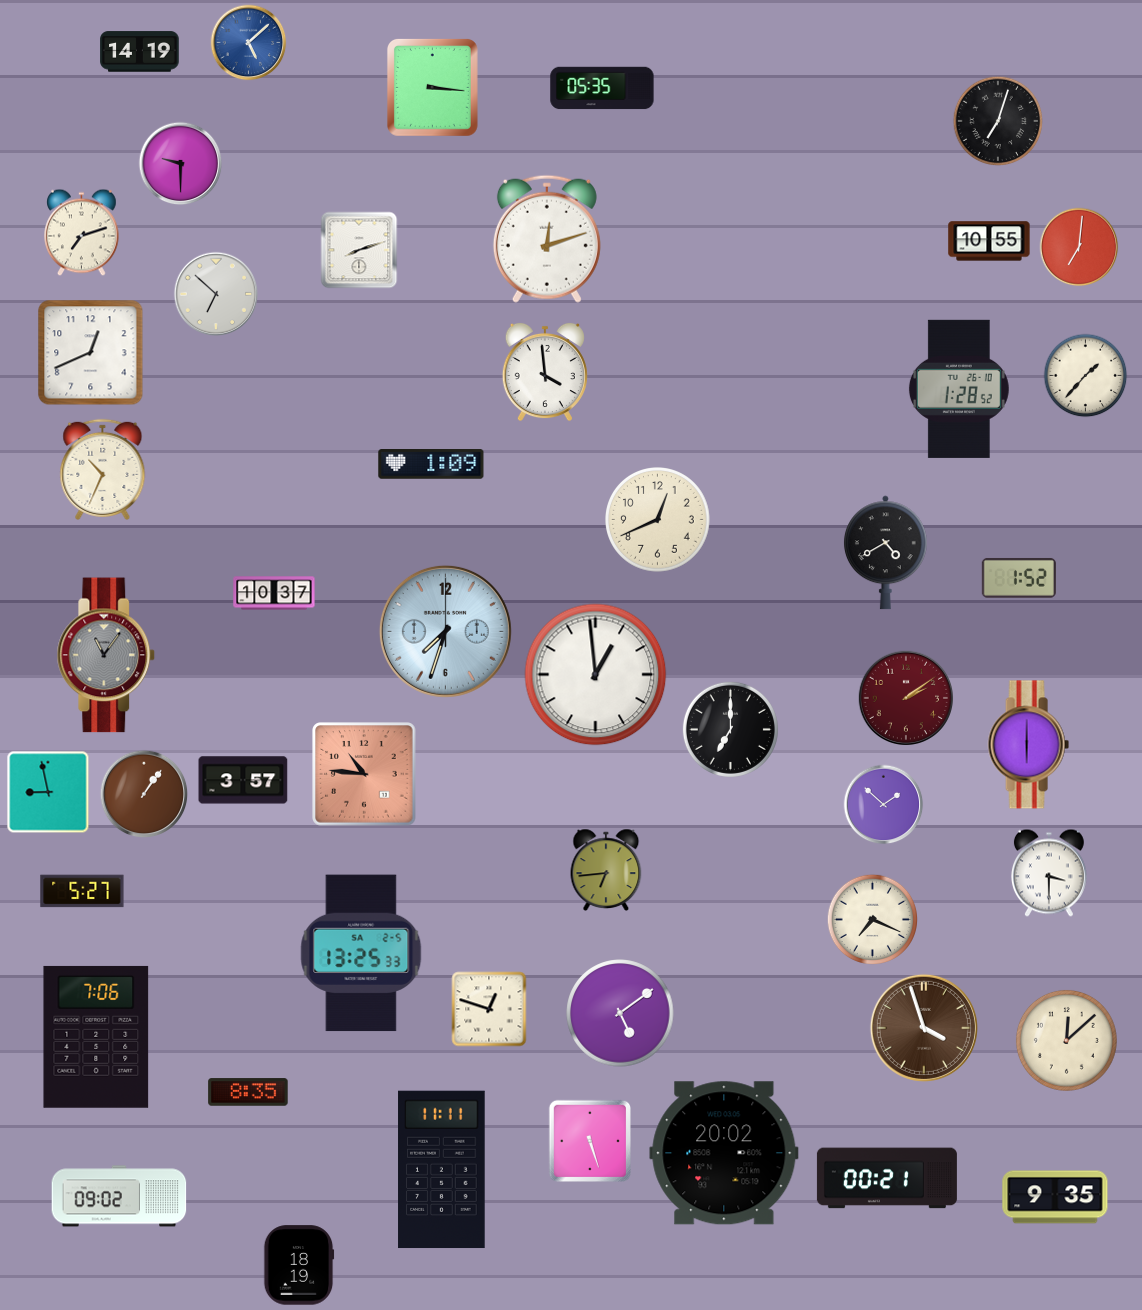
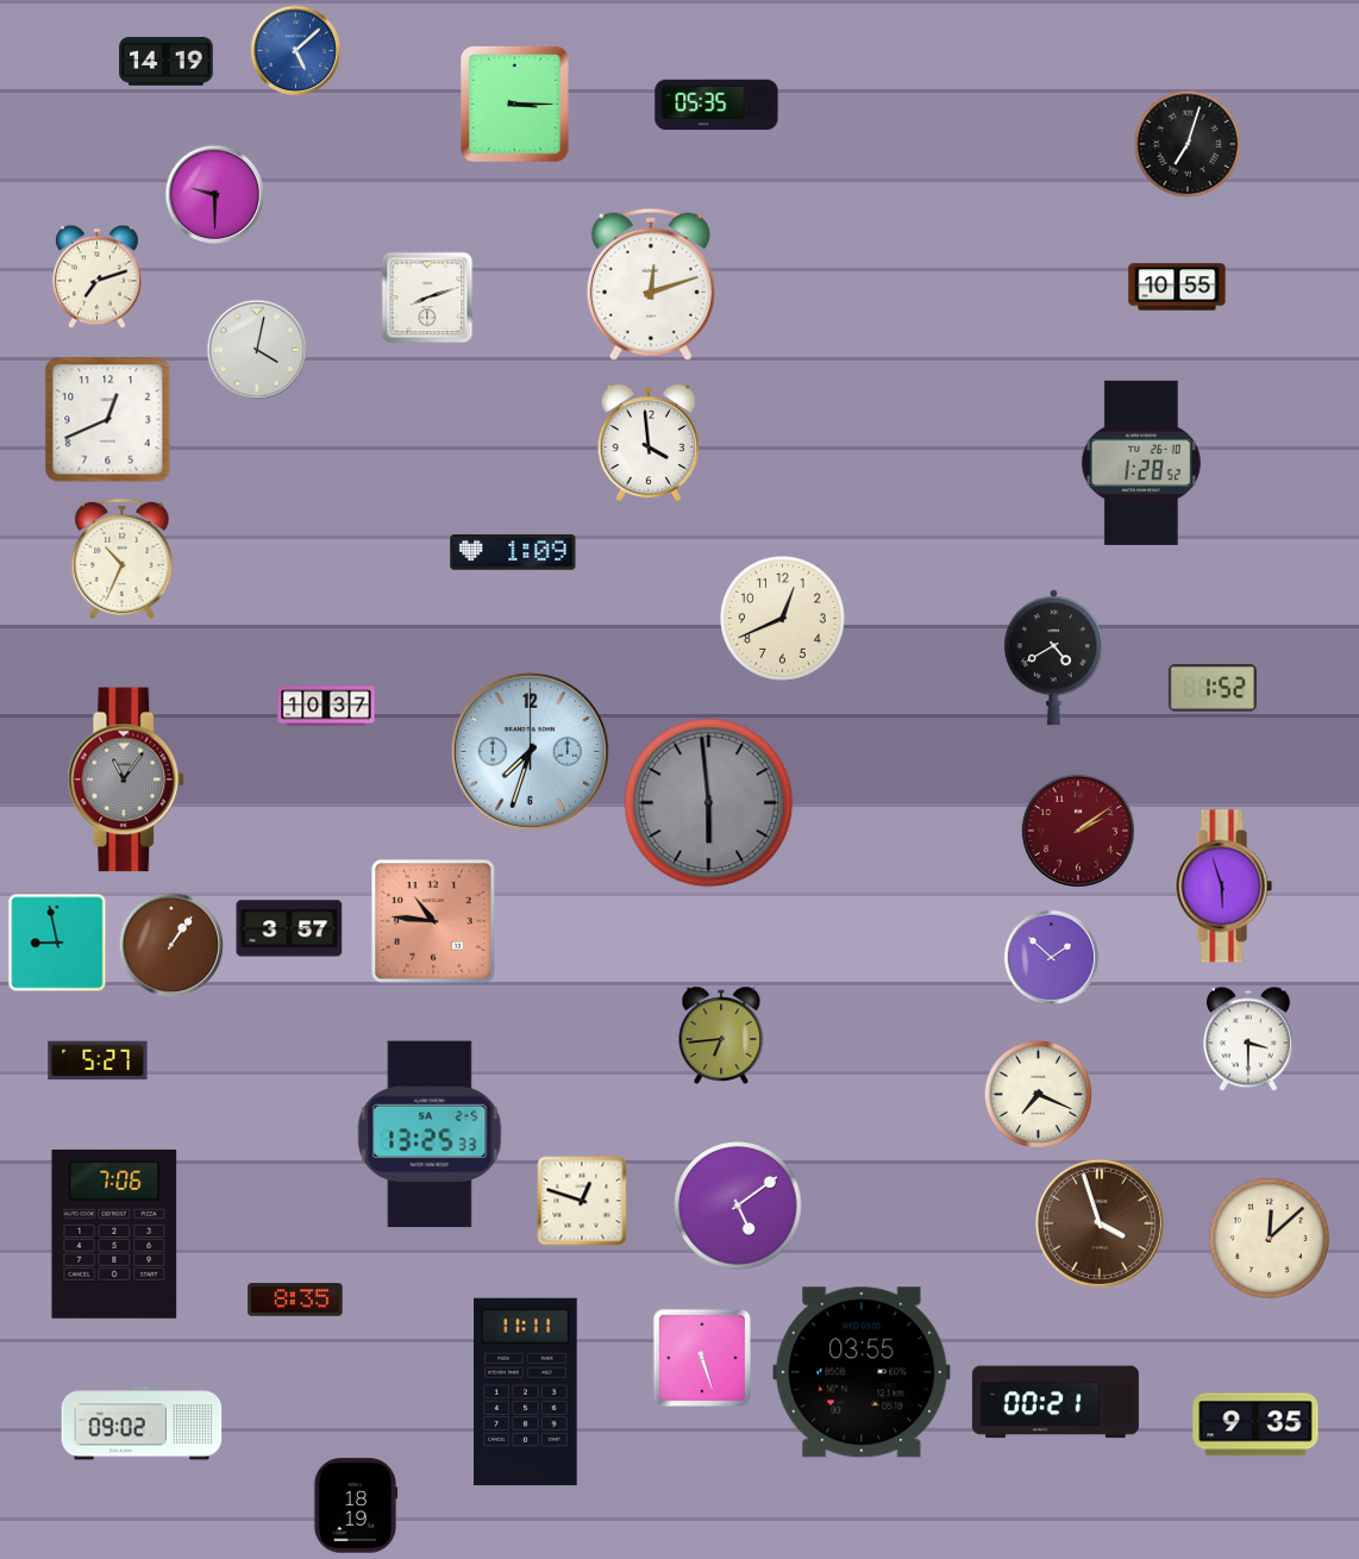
clock at (432, 87): 3:16 -> 3:15
clock at (1079, 247): 7:01 -> none
clock at (216, 294): 6:52 -> 4:02
clock at (1086, 376): 1:37 -> none
clock at (596, 675): 12:59 -> 5:59
clock at (596, 675) dial: white -> grey
clock at (730, 729): 7:00 -> none
clock at (1028, 745): 6:00 -> 5:57
clock at (724, 1153): 20:02 -> 03:55
